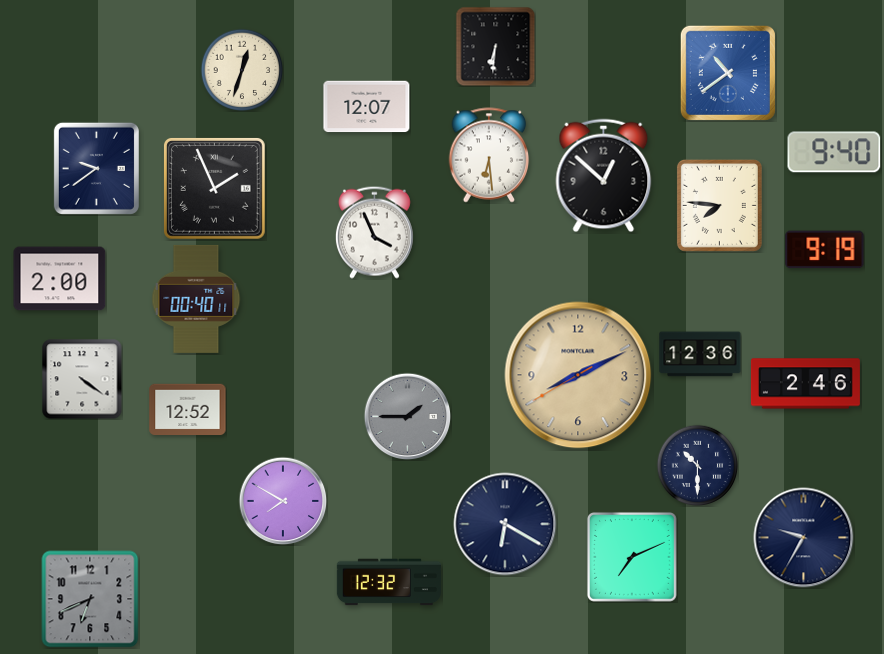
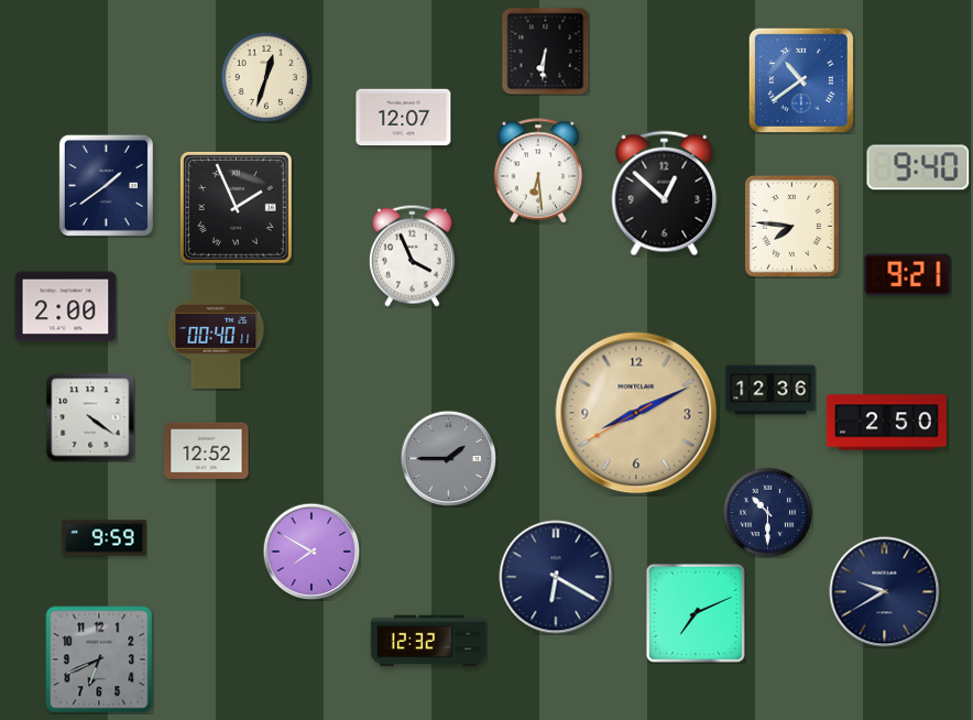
clock at (96, 168): 9:39 -> 1:39
clock at (825, 250): 9:19 -> 9:21
clock at (805, 384): 2:46 -> 2:50
clock at (105, 538): none -> 9:59
clock at (804, 538): 9:35 -> 9:40
